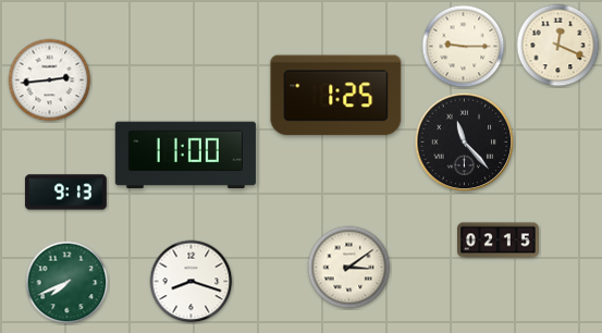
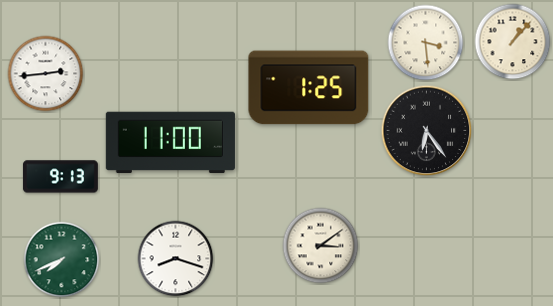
clock at (558, 46): 12:19 -> 1:07
clock at (464, 47): 9:15 -> 3:29
clock at (465, 143): 11:23 -> 6:24
clock at (499, 240): 02:15 -> none
